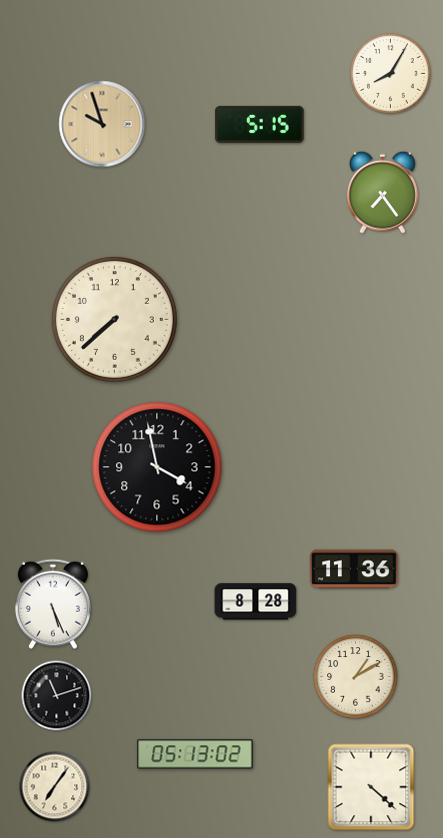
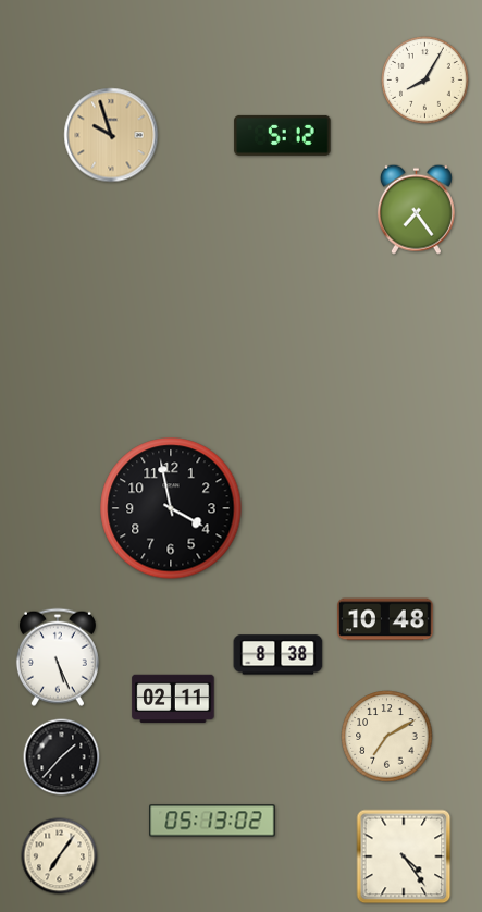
clock at (260, 124): 5:15 -> 5:12
clock at (114, 319): 7:38 -> none
clock at (354, 569): 11:36 -> 10:48
clock at (256, 602): 8:28 -> 8:38
clock at (173, 699): none -> 02:11
clock at (356, 677): 1:10 -> 7:10
clock at (57, 696): 11:12 -> 1:37
clock at (371, 787): 4:22 -> 4:24
